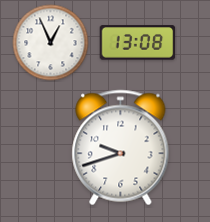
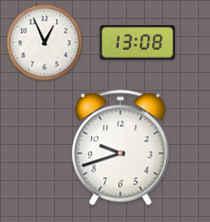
clock at (51, 43) position: (51, 43) -> (45, 43)
